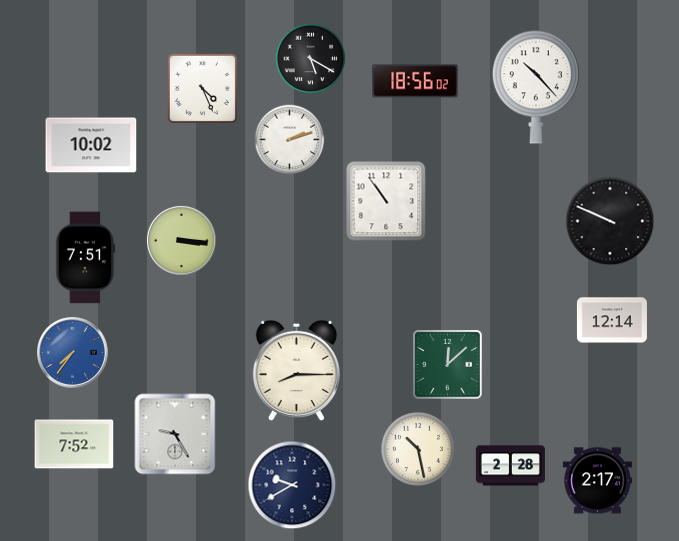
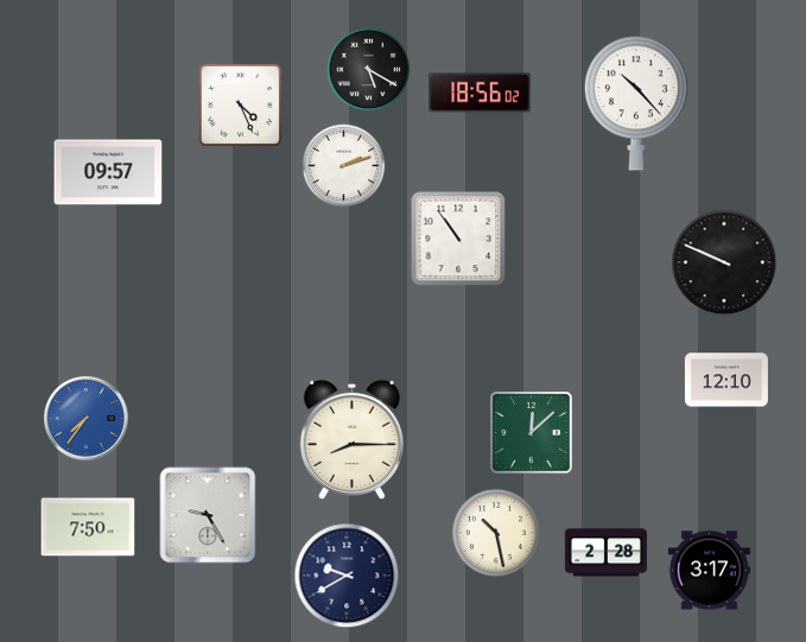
clock at (415, 81) position: (415, 81) -> (480, 93)
clock at (91, 145): 10:02 -> 09:57
clock at (181, 240): 3:16 -> none
clock at (85, 258): 7:51 -> none
clock at (612, 320): 12:14 -> 12:10
clock at (74, 444): 7:52 -> 7:50
clock at (597, 481): 2:17 -> 3:17
